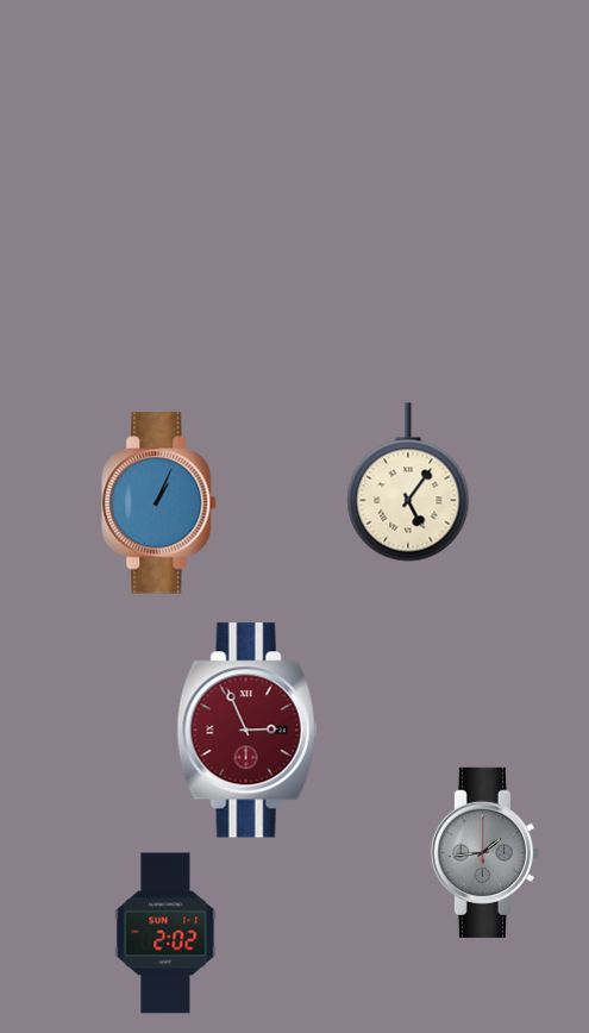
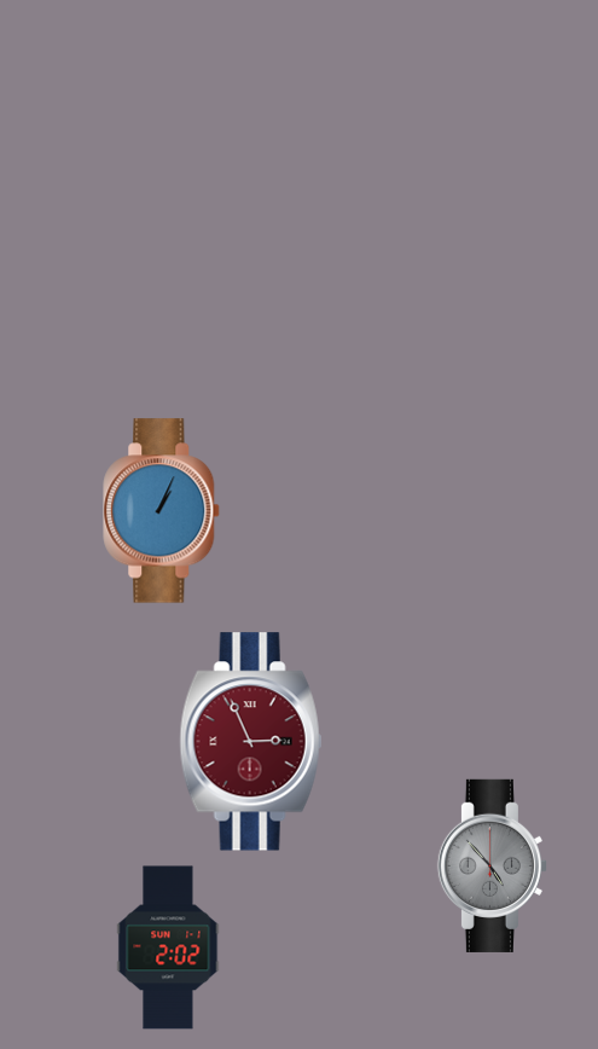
clock at (408, 482): 5:06 -> none
clock at (484, 852): 1:44 -> 4:53
